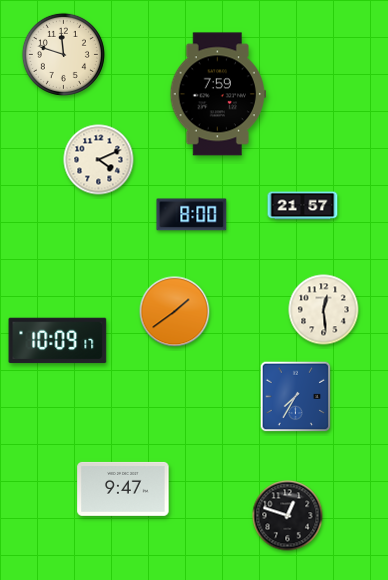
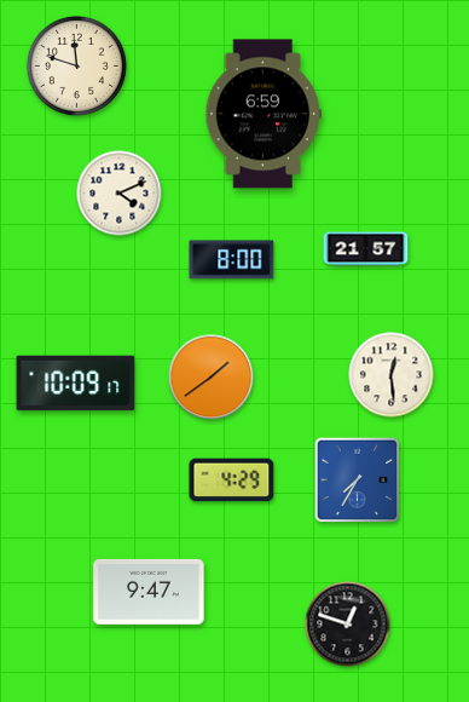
clock at (217, 94): 7:59 -> 6:59
clock at (58, 341) position: (58, 341) -> (76, 384)
clock at (232, 481): none -> 4:29
